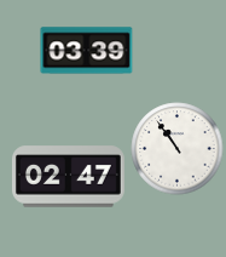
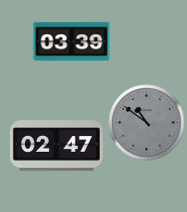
clock at (178, 149): 10:54 -> 10:51
clock at (178, 149) dial: white -> grey
